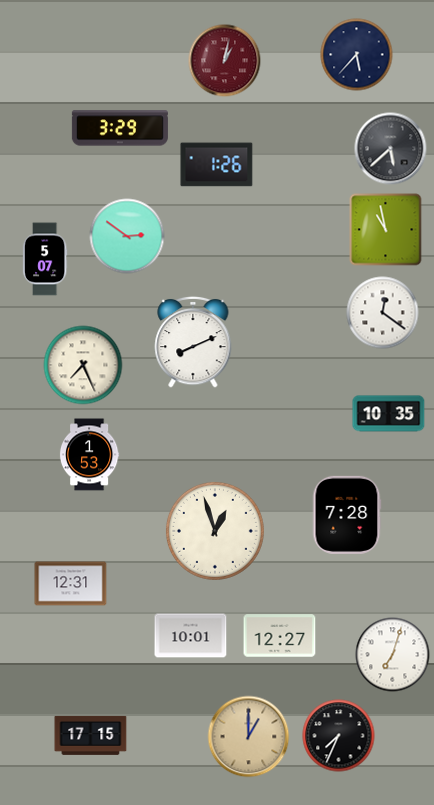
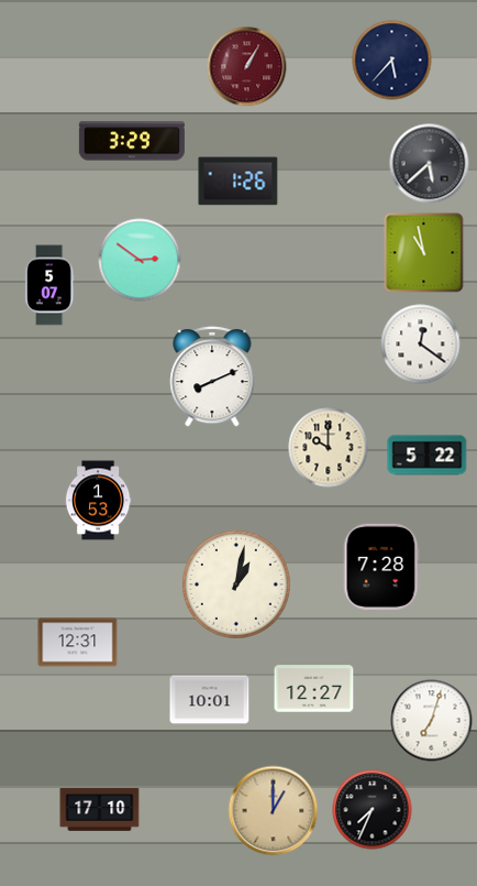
clock at (225, 61): 1:02 -> 1:05
clock at (83, 365): 7:26 -> none
clock at (329, 448): none -> 10:00
clock at (389, 414): 10:35 -> 5:22
clock at (215, 531): 12:57 -> 1:02
clock at (280, 636) position: (280, 636) -> (314, 689)
clock at (91, 735): 17:15 -> 17:10
